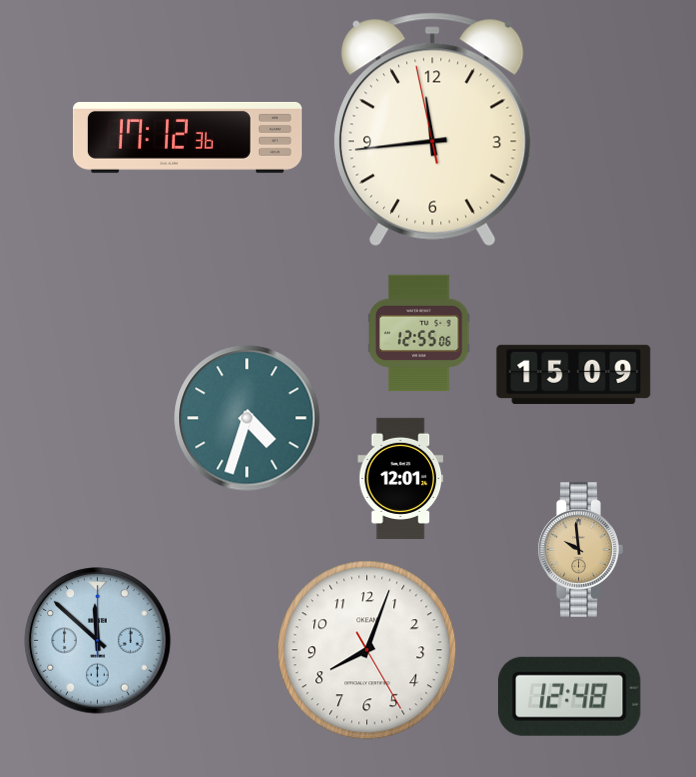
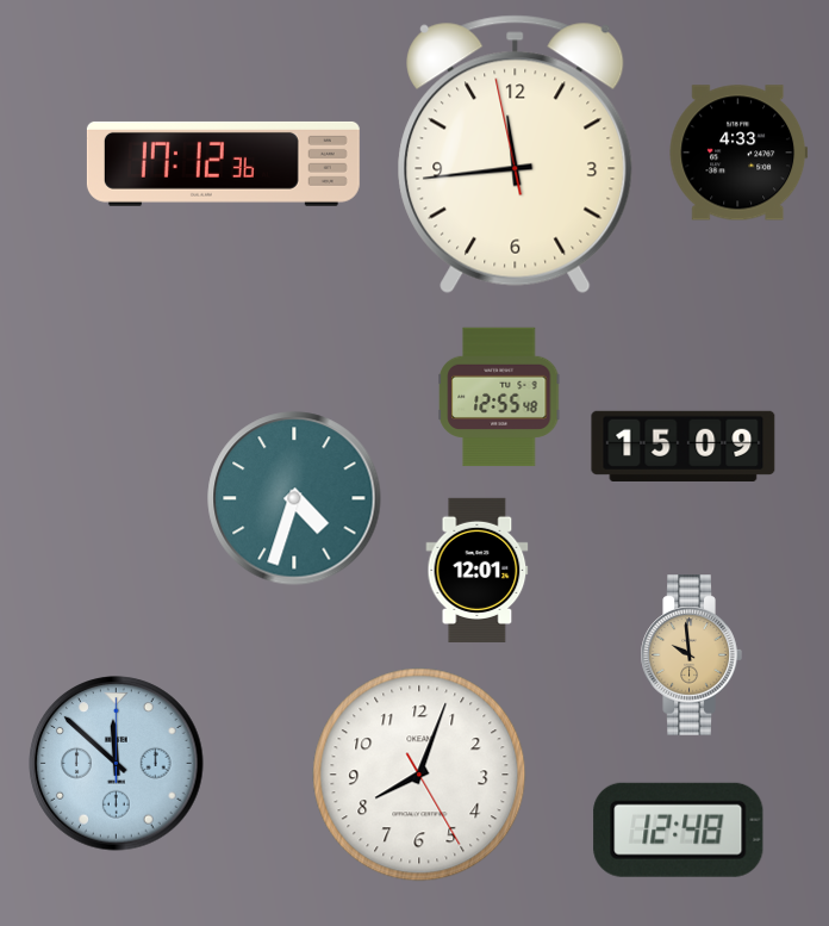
clock at (738, 153): none -> 4:33
clock at (419, 333): 12:55:06 -> 12:55:48
clock at (367, 650) position: (367, 650) -> (419, 775)
